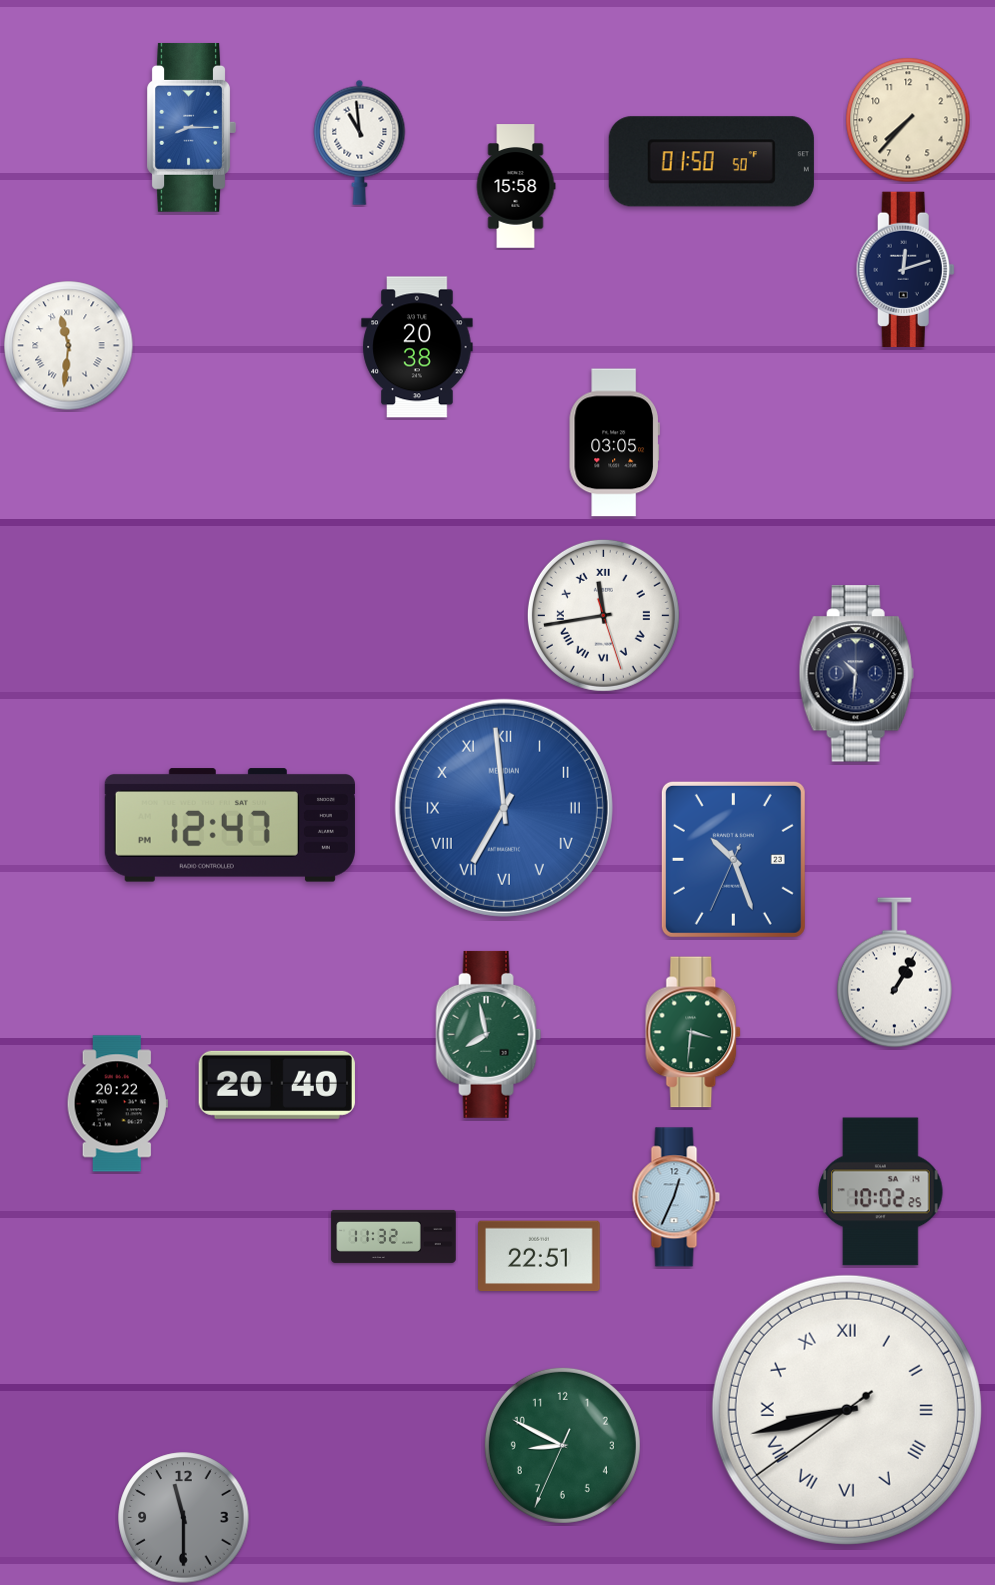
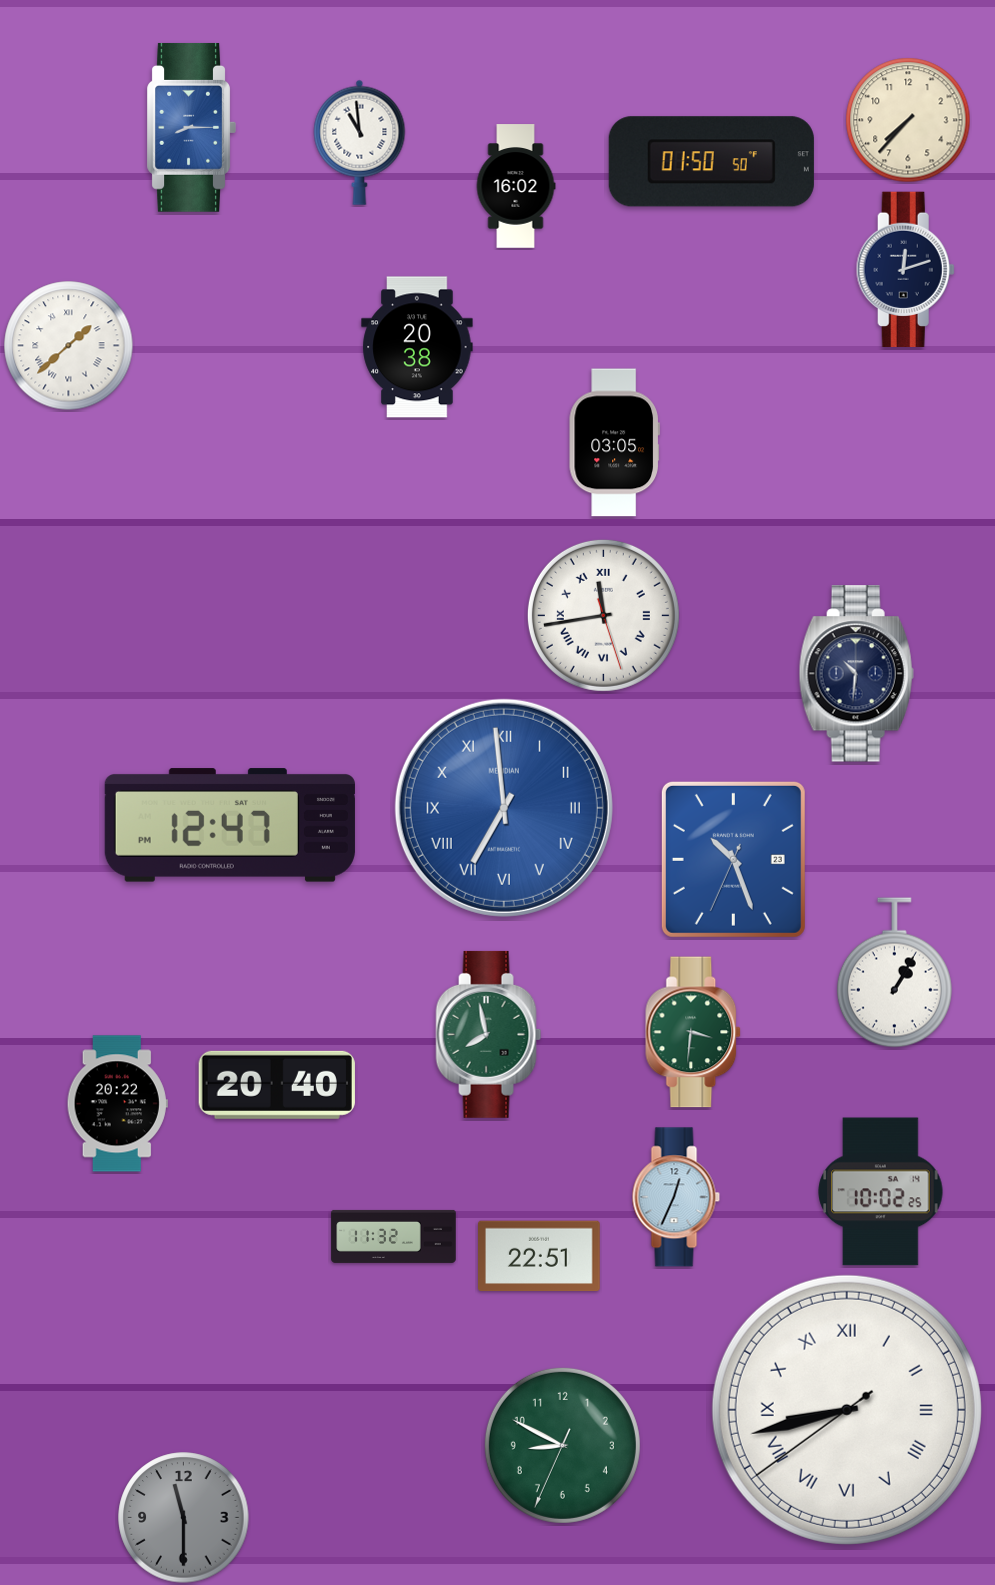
clock at (516, 186): 15:58 -> 16:02
clock at (69, 346): 11:31 -> 1:38
